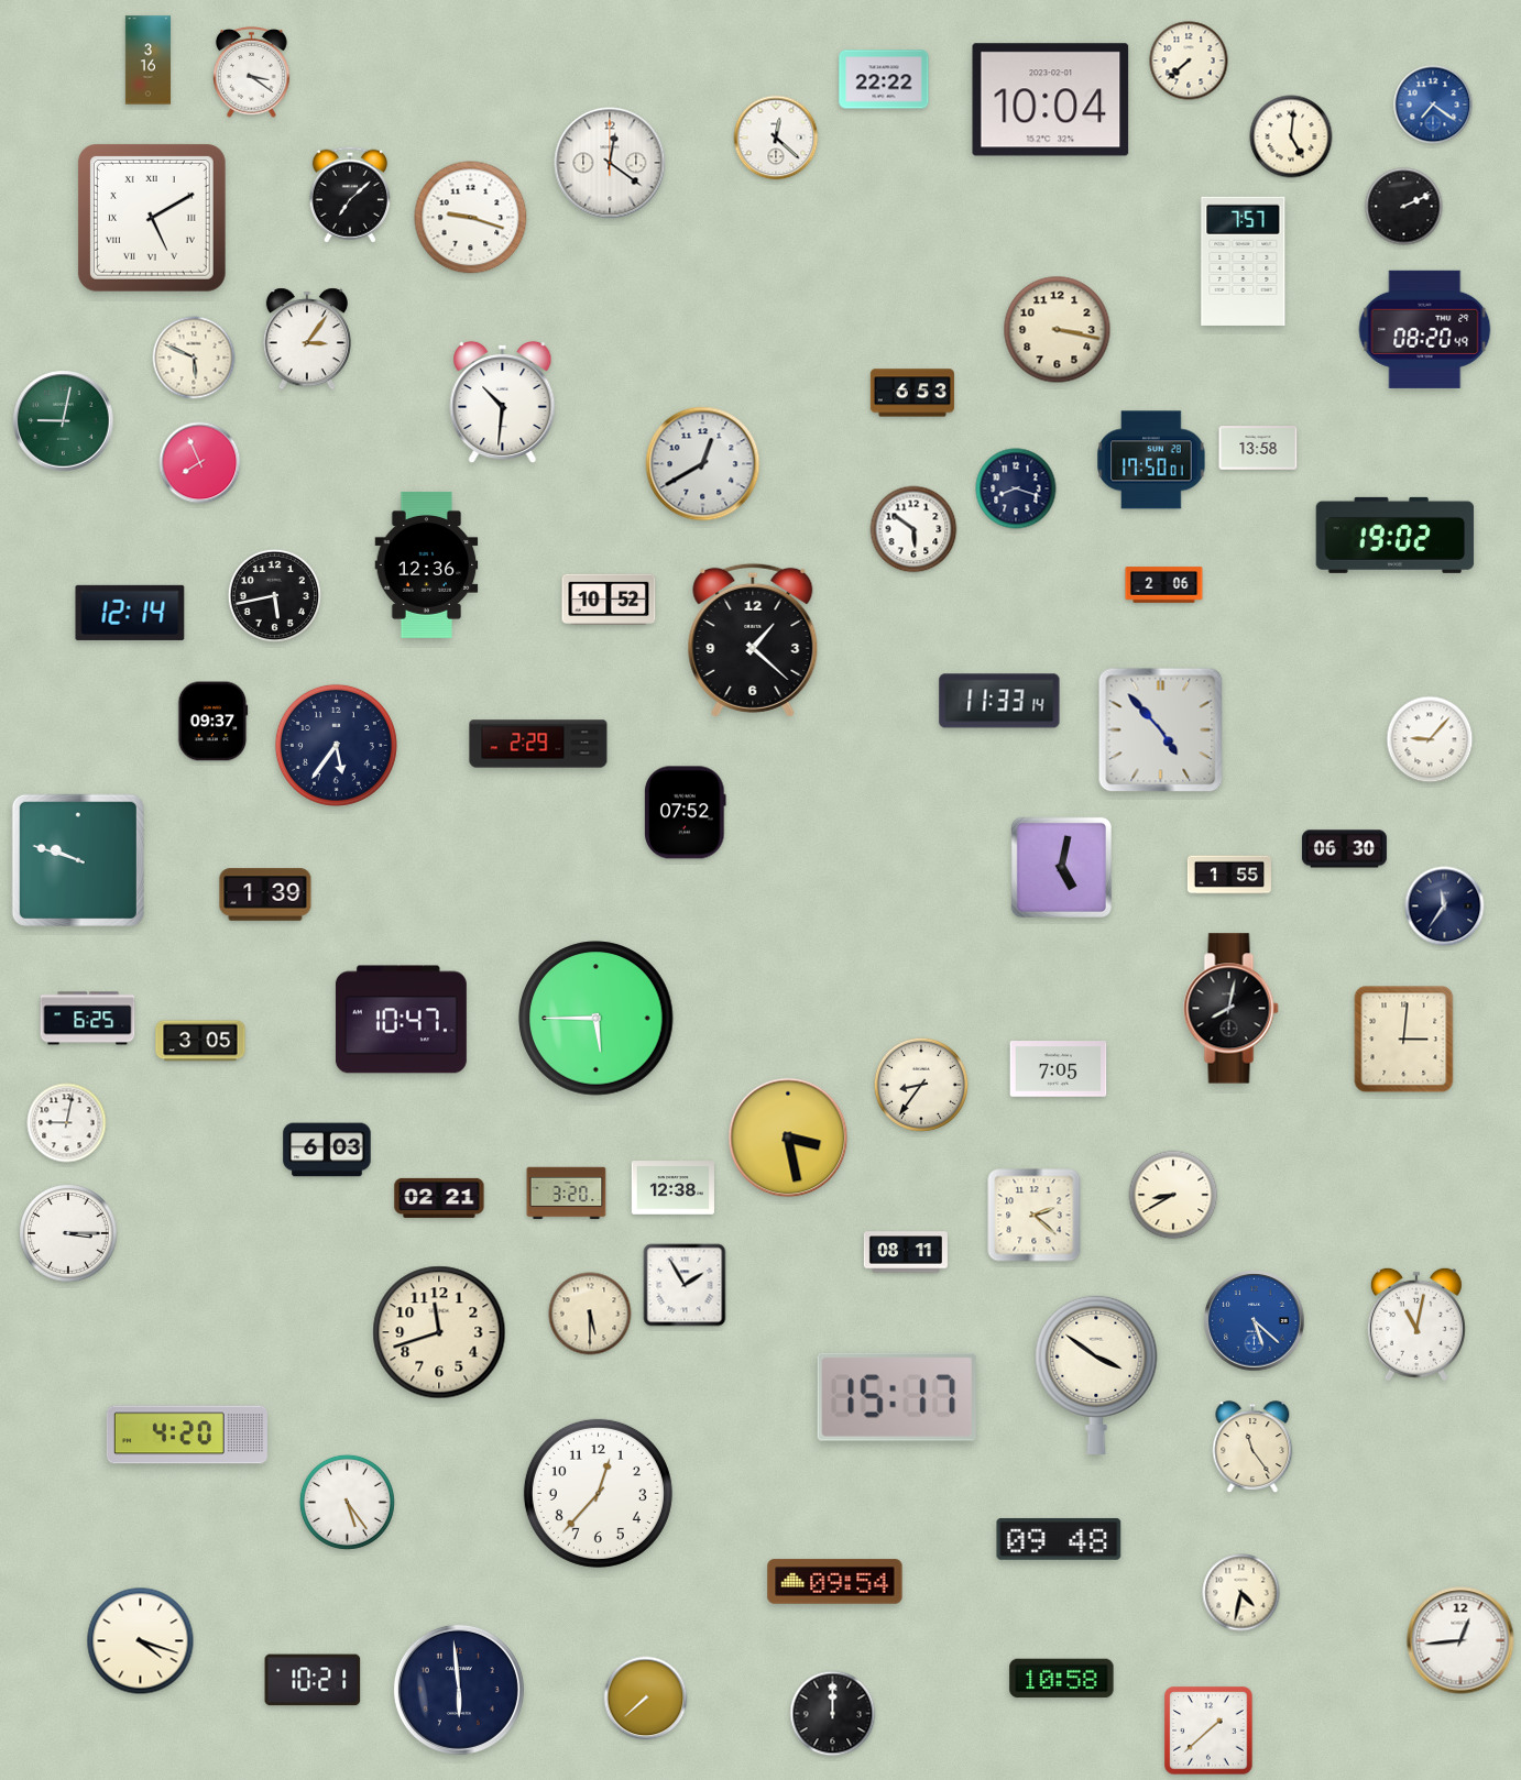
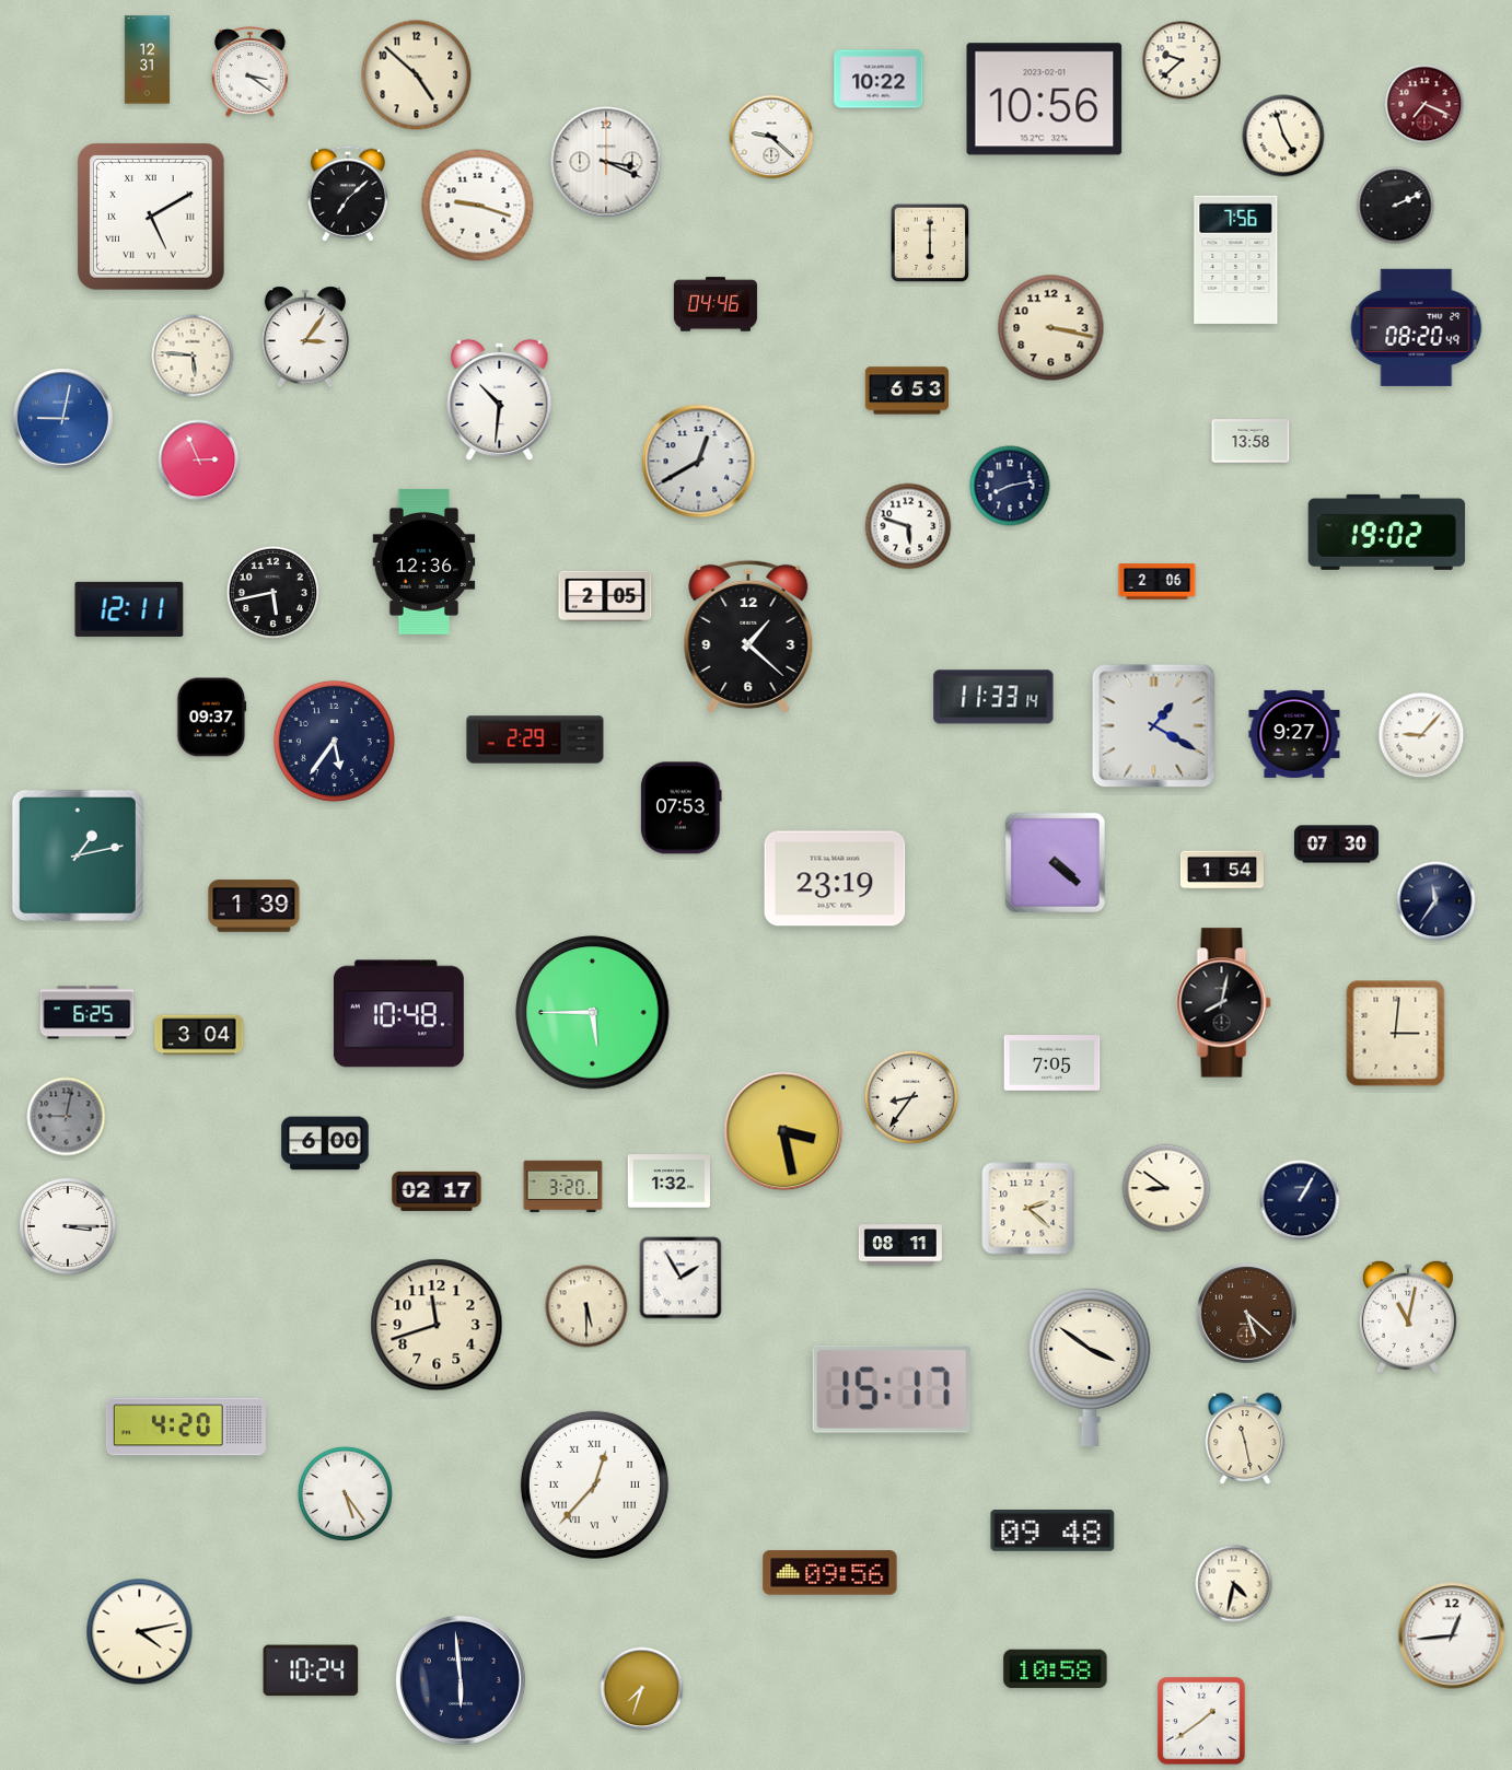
clock at (147, 61): 3:16 -> 12:31
clock at (1189, 61): 7:38 -> 9:38
clock at (417, 75): none -> 4:52
clock at (884, 79): 22:22 -> 10:22
clock at (1051, 100): 10:04 -> 10:56
clock at (1433, 105): 7:21 -> 7:19
clock at (1433, 105) dial: blue -> burgundy
clock at (1291, 136): 5:01 -> 4:57
clock at (776, 138): 12:22 -> 9:22
clock at (610, 163): 12:21 -> 3:19
clock at (471, 218) position: (471, 218) -> (478, 206)
clock at (930, 243): none -> 6:00
clock at (1244, 261): 7:57 -> 7:56
clock at (716, 304): none -> 04:46
clock at (194, 358): 5:49 -> 5:46
clock at (64, 421) dial: green -> blue
clock at (1258, 448) position: (1258, 448) -> (1251, 441)
clock at (1151, 460): 17:50 -> none
clock at (200, 463): 7:56 -> 2:56
clock at (1016, 488): 8:18 -> 8:13
clock at (913, 529): 5:51 -> 5:48
clock at (609, 600): 10:52 -> 2:05
clock at (130, 613): 12:14 -> 12:11
clock at (1161, 730): 4:53 -> 1:20
clock at (1294, 734): none -> 9:27
clock at (686, 813): 07:52 -> 07:53
clock at (1344, 849): 06:30 -> 07:30
clock at (78, 860): 9:48 -> 1:13
clock at (1061, 867): 5:02 -> 4:22
clock at (1229, 875): 1:55 -> 1:54
clock at (835, 878): none -> 23:19
clock at (265, 894) position: (265, 894) -> (254, 906)
clock at (401, 1020): 10:47 -> 10:48
clock at (200, 1041): 3:05 -> 3:04
clock at (921, 1085) position: (921, 1085) -> (911, 1097)
clock at (67, 1123) dial: white -> grey
clock at (327, 1150): 6:03 -> 6:00
clock at (672, 1188): 12:38 -> 1:32
clock at (1173, 1195): 8:40 -> 8:51
clock at (439, 1198): 02:21 -> 02:17
clock at (1300, 1200): none -> 1:05
clock at (1255, 1321) dial: blue -> brown
clock at (1252, 1447): 11:24 -> 11:28
clock at (598, 1493) numerals: Arabic -> Roman
clock at (835, 1582): 09:54 -> 09:56
clock at (1460, 1640) position: (1460, 1640) -> (1452, 1635)
clock at (141, 1641): 4:18 -> 4:13
clock at (313, 1680): 10:21 -> 10:24
clock at (459, 1690) position: (459, 1690) -> (461, 1680)
clock at (646, 1699): 7:38 -> 7:33
clock at (833, 1714): 12:00 -> none
clock at (1208, 1730): 1:38 -> 1:39
